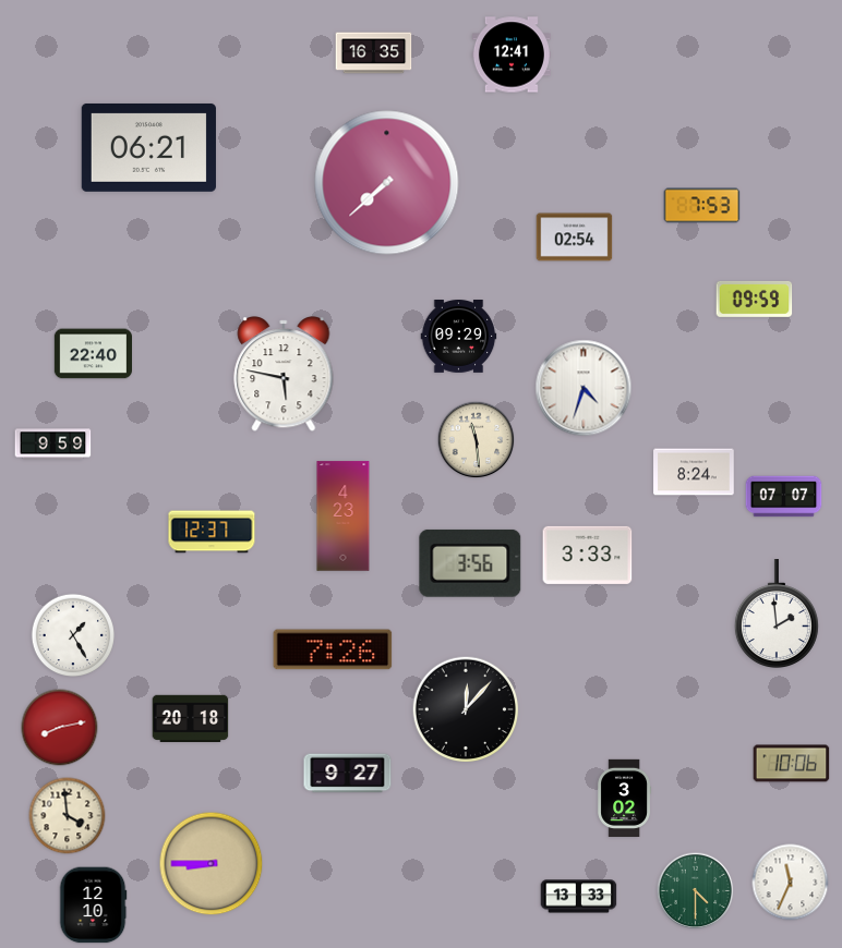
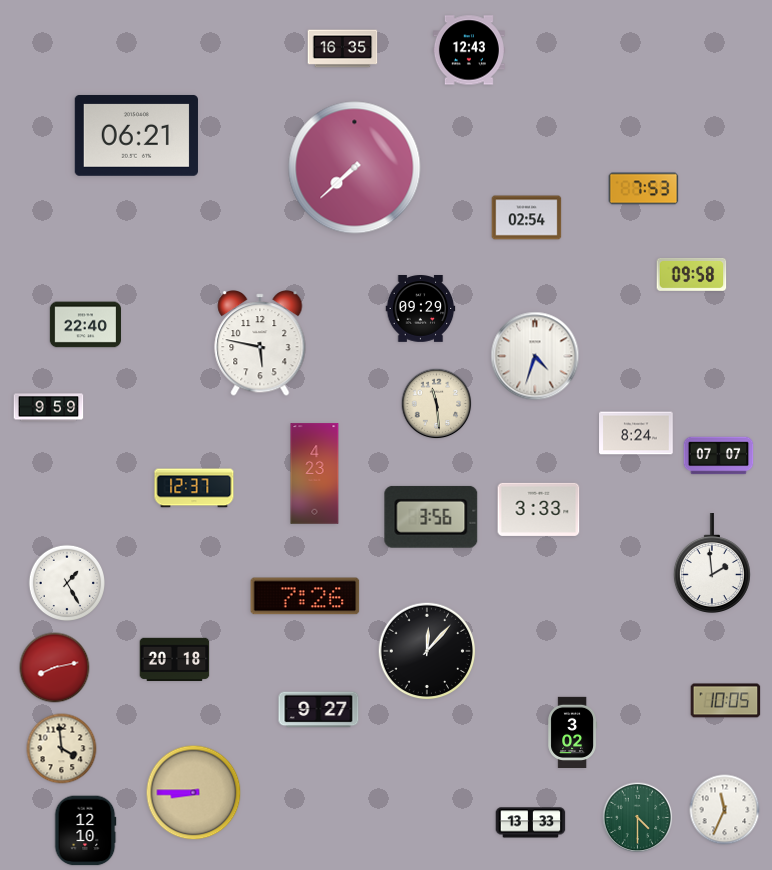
clock at (512, 54): 12:41 -> 12:43
clock at (755, 299): 09:59 -> 09:58
clock at (792, 764): 10:06 -> 10:05
